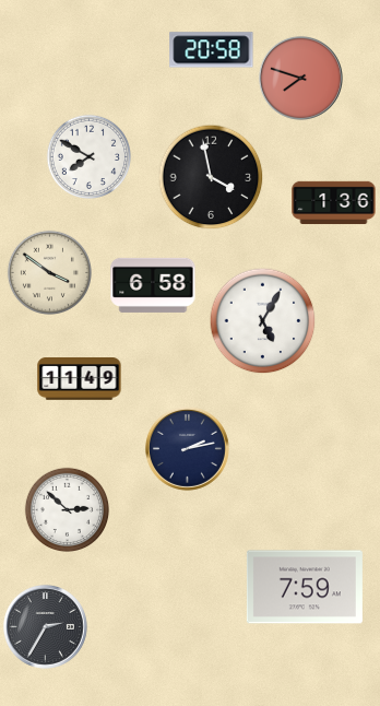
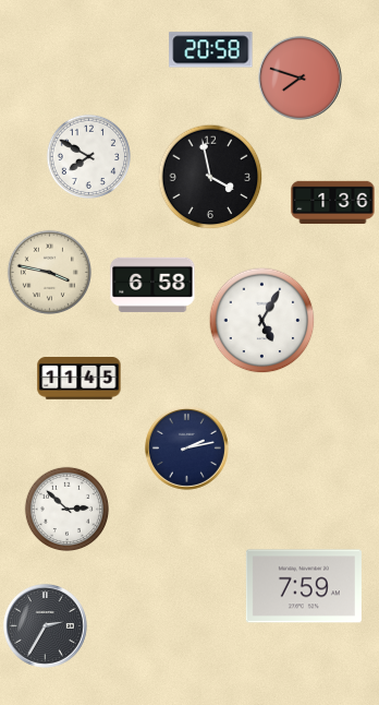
clock at (49, 272): 3:51 -> 3:47
clock at (80, 379): 11:49 -> 11:45
